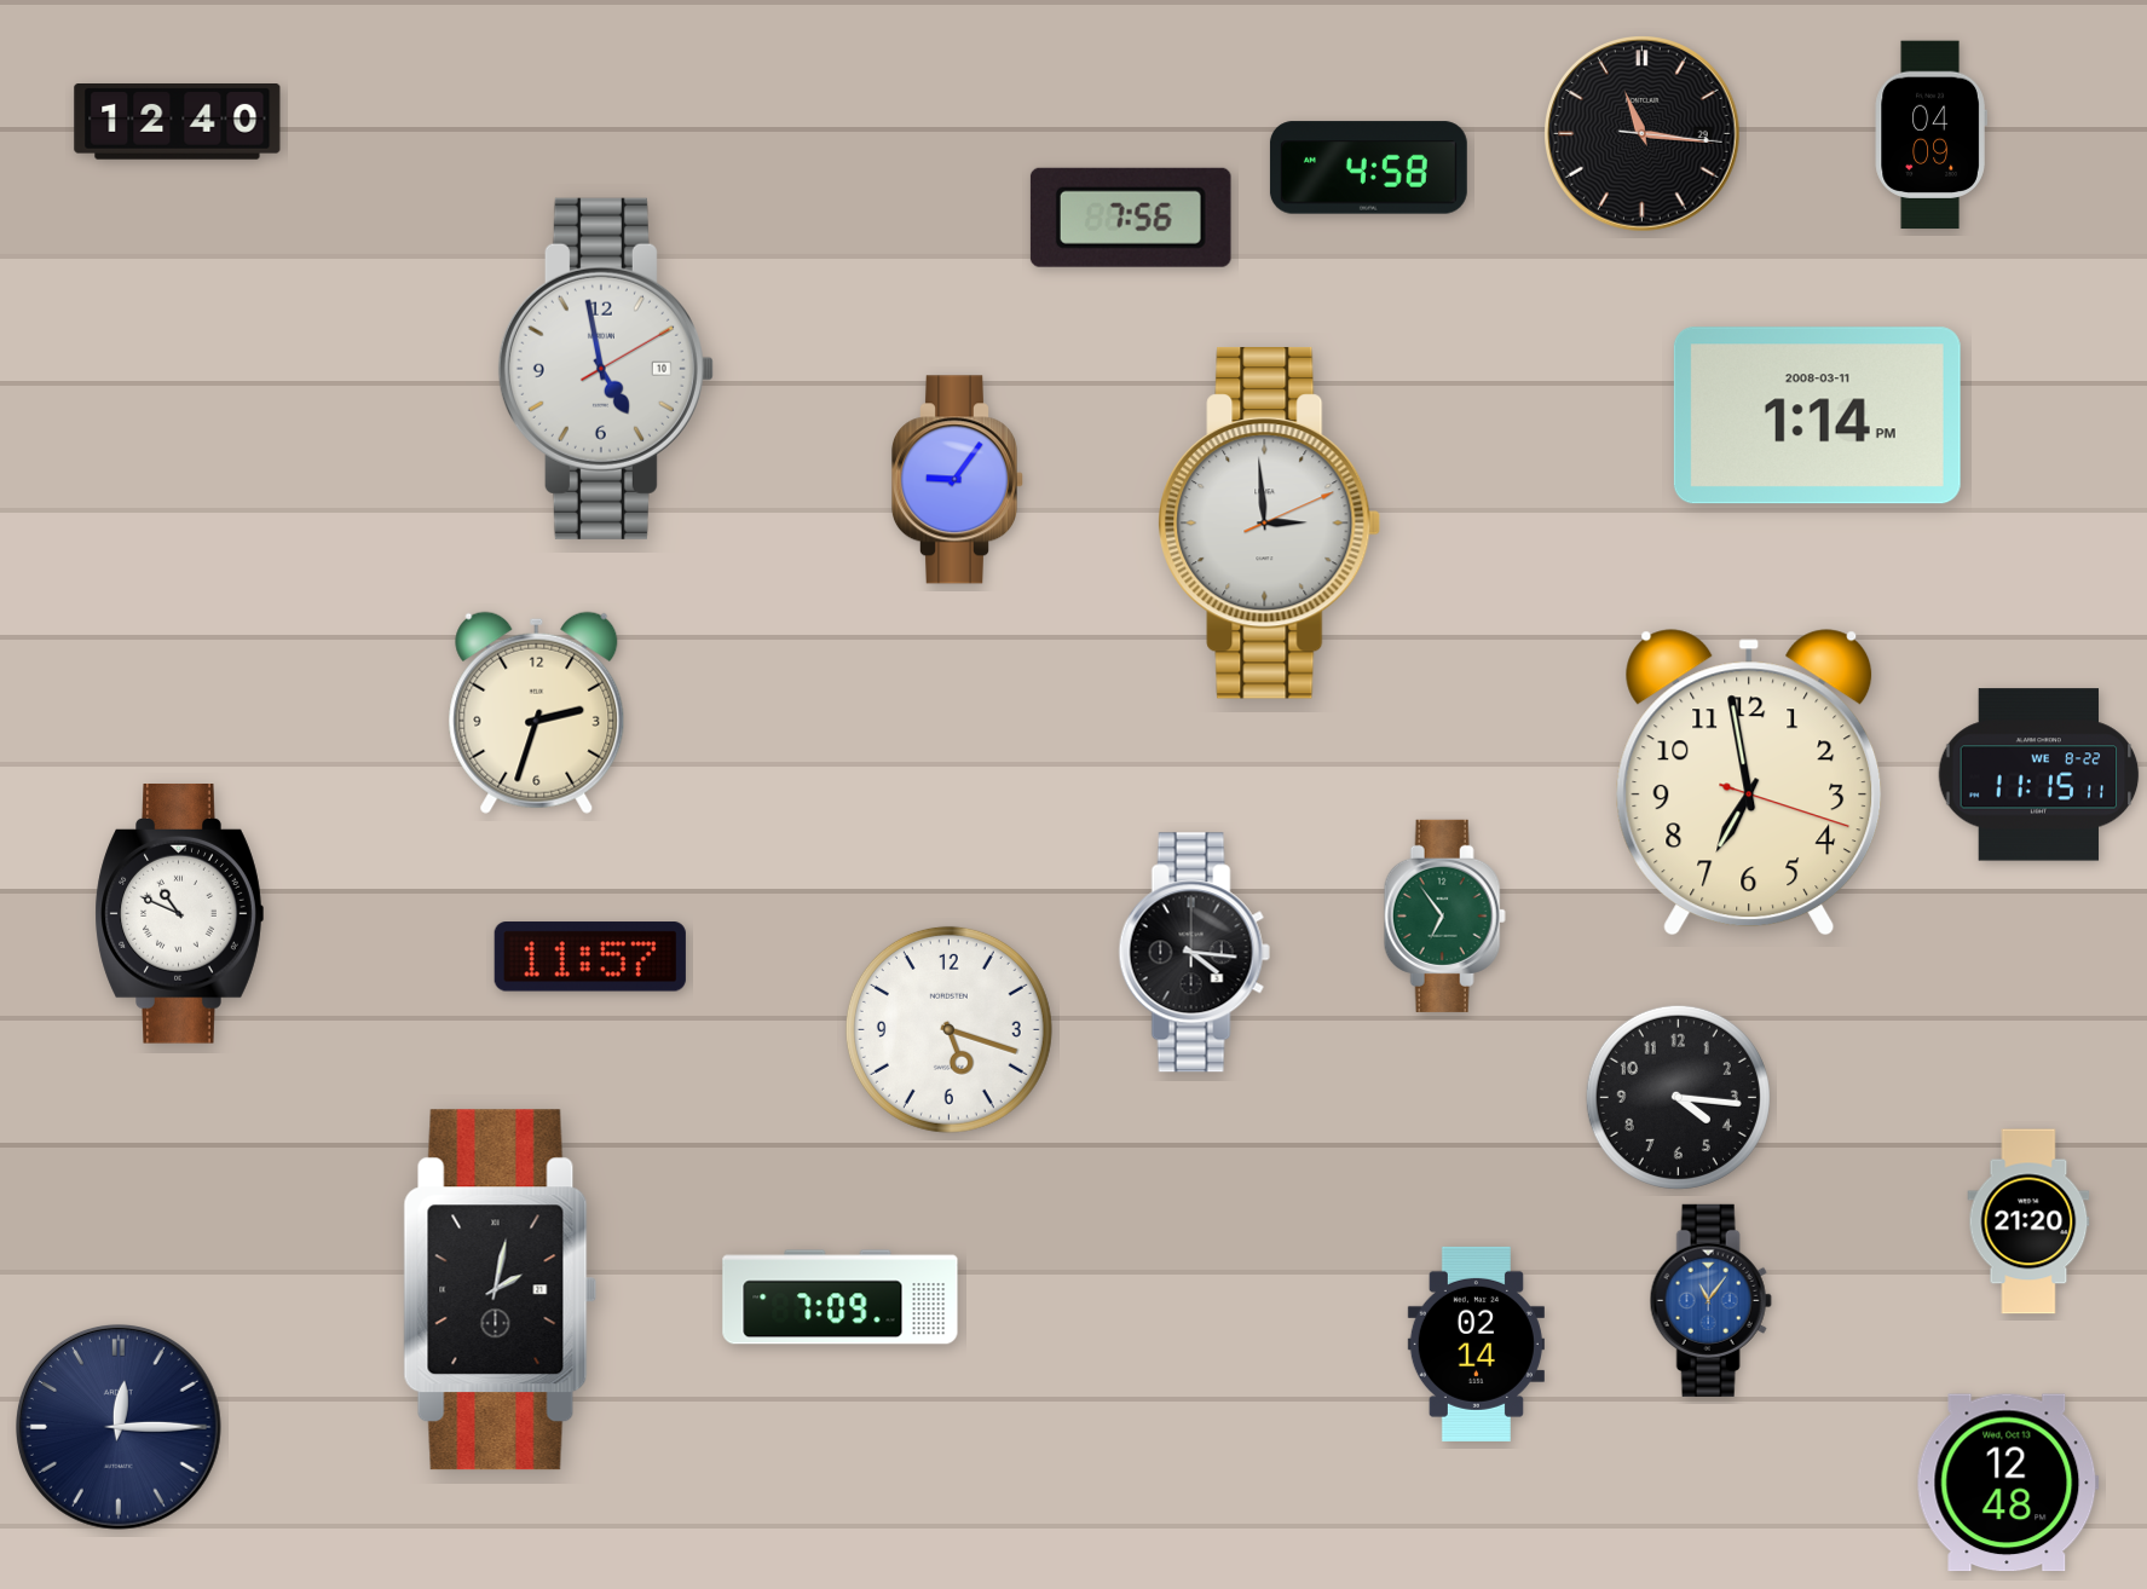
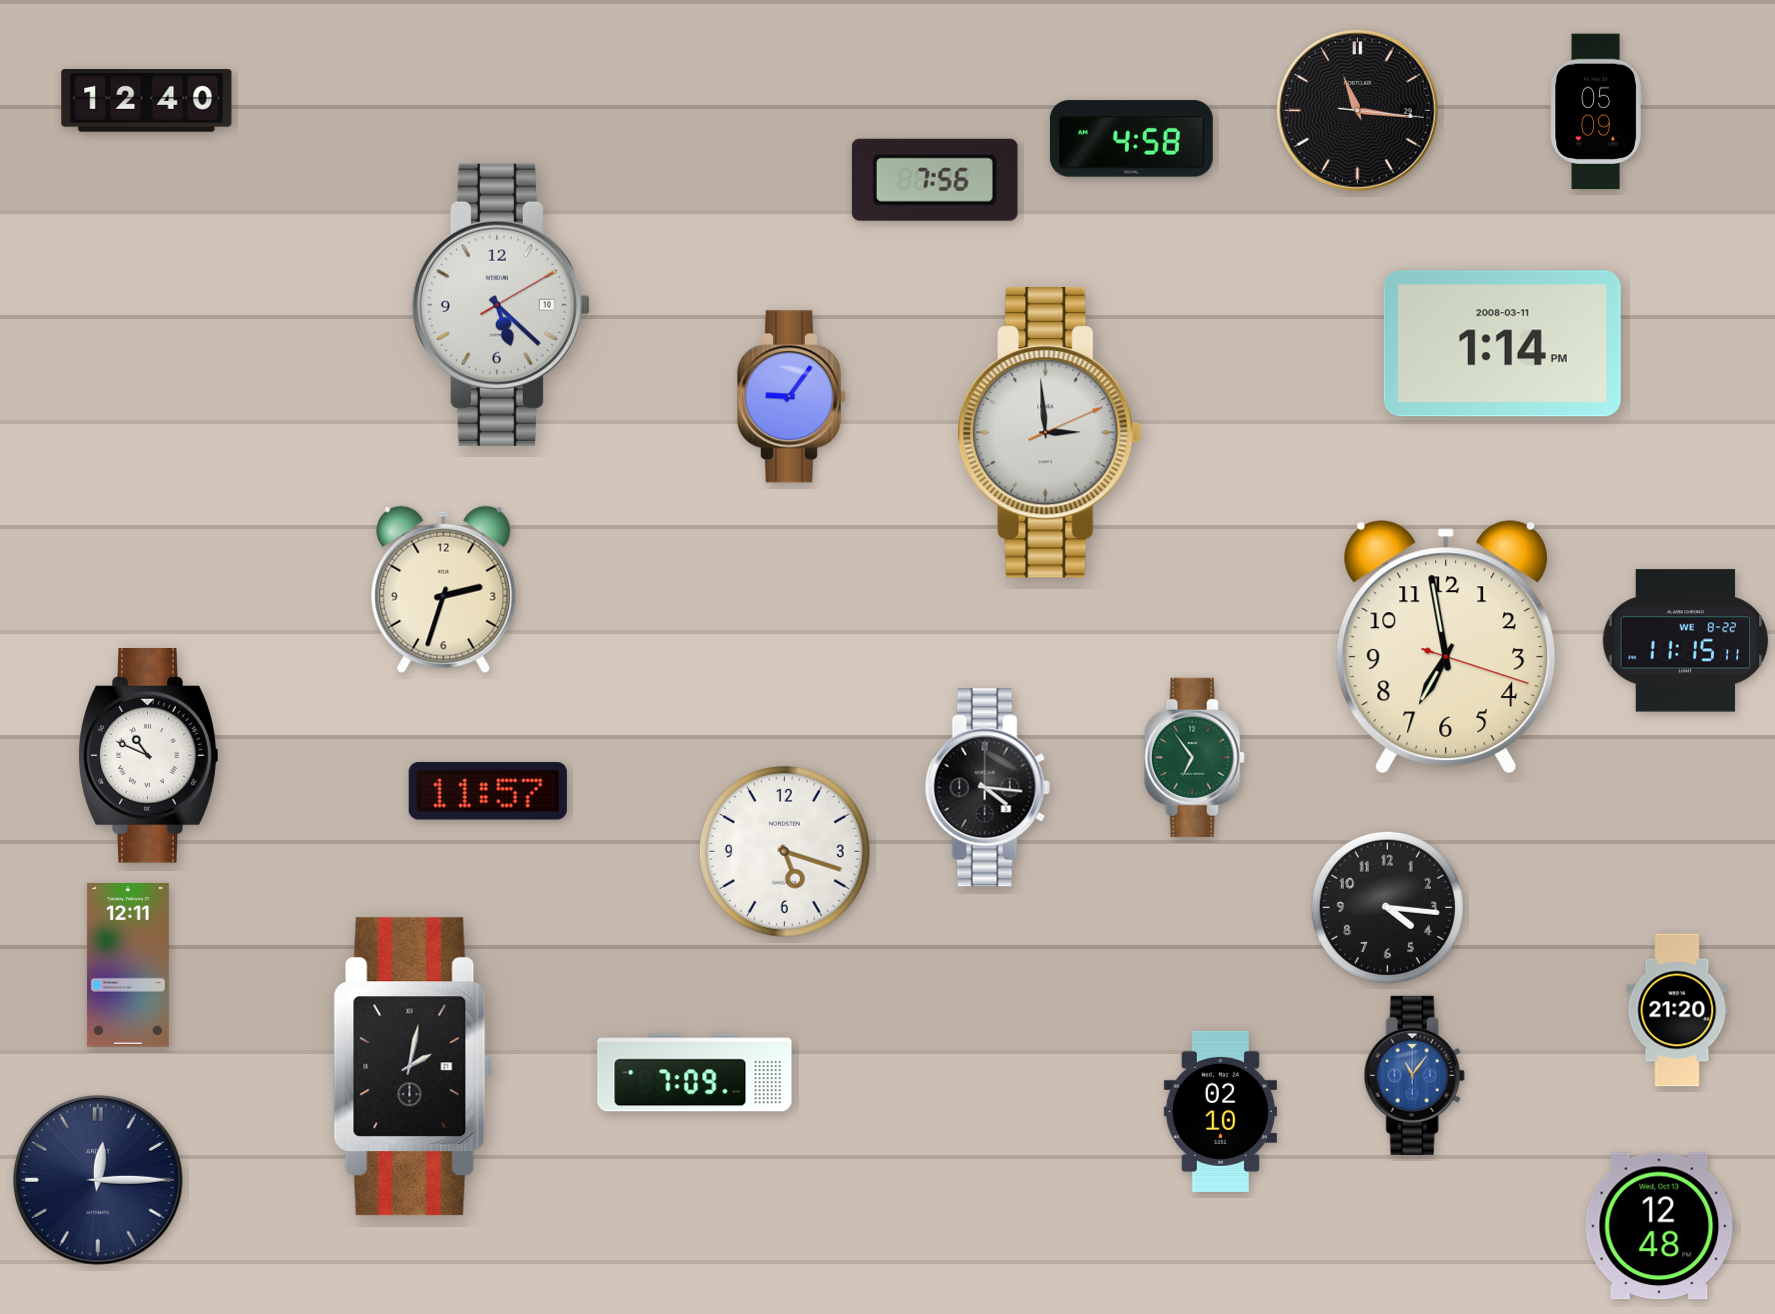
clock at (1930, 135): 04:09 -> 05:09
clock at (606, 369): 4:58 -> 5:22
clock at (128, 966): none -> 12:11
clock at (1476, 1344): 02:14 -> 02:10
